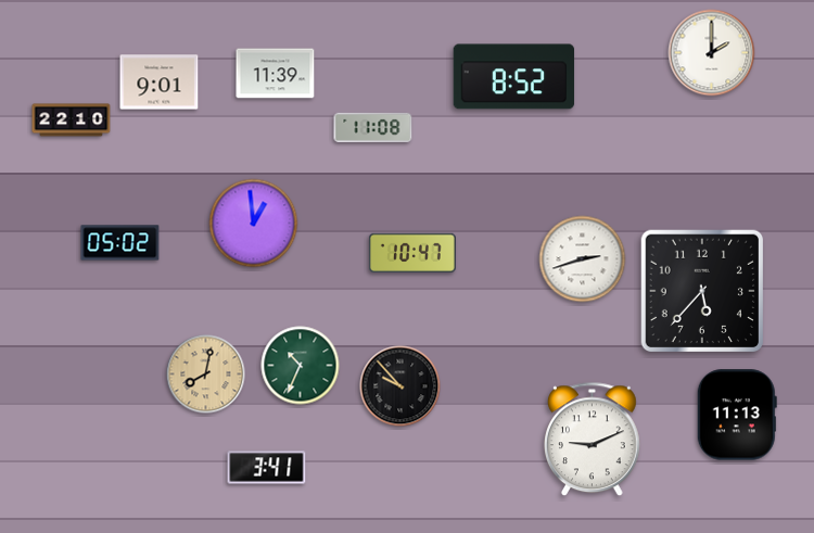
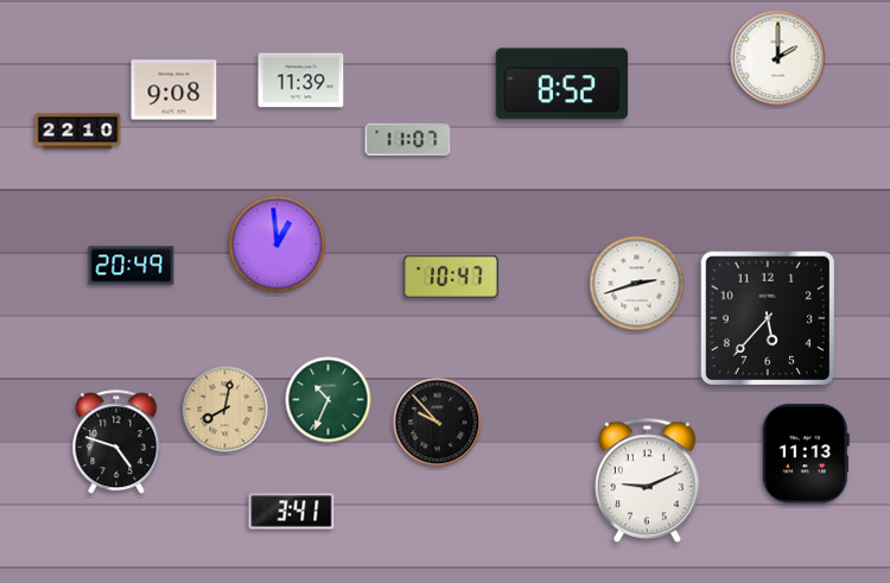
clock at (160, 83): 9:01 -> 9:08
clock at (373, 127): 11:08 -> 11:07
clock at (120, 243): 05:02 -> 20:49
clock at (116, 443): none -> 4:48
